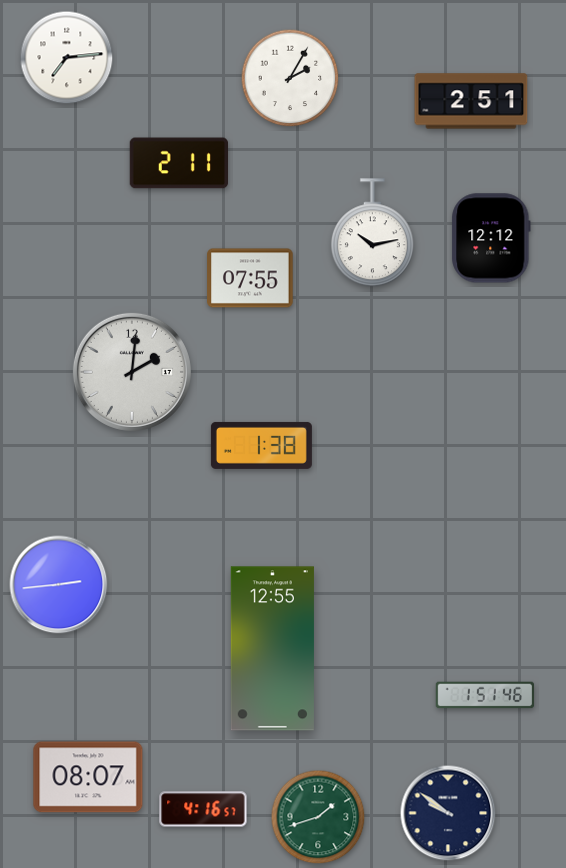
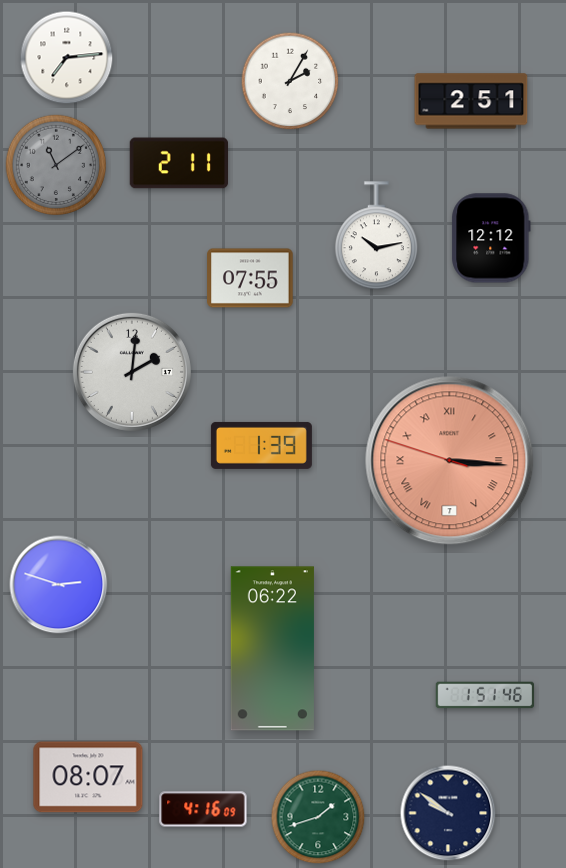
clock at (290, 78) position: (290, 78) -> (290, 81)
clock at (56, 165): none -> 11:09
clock at (372, 233) position: (372, 233) -> (376, 236)
clock at (261, 445): 1:38 -> 1:39
clock at (450, 461): none -> 3:15
clock at (59, 585): 2:44 -> 2:48
clock at (272, 649): 12:55 -> 06:22
clock at (203, 809): 4:16:57 -> 4:16:09
